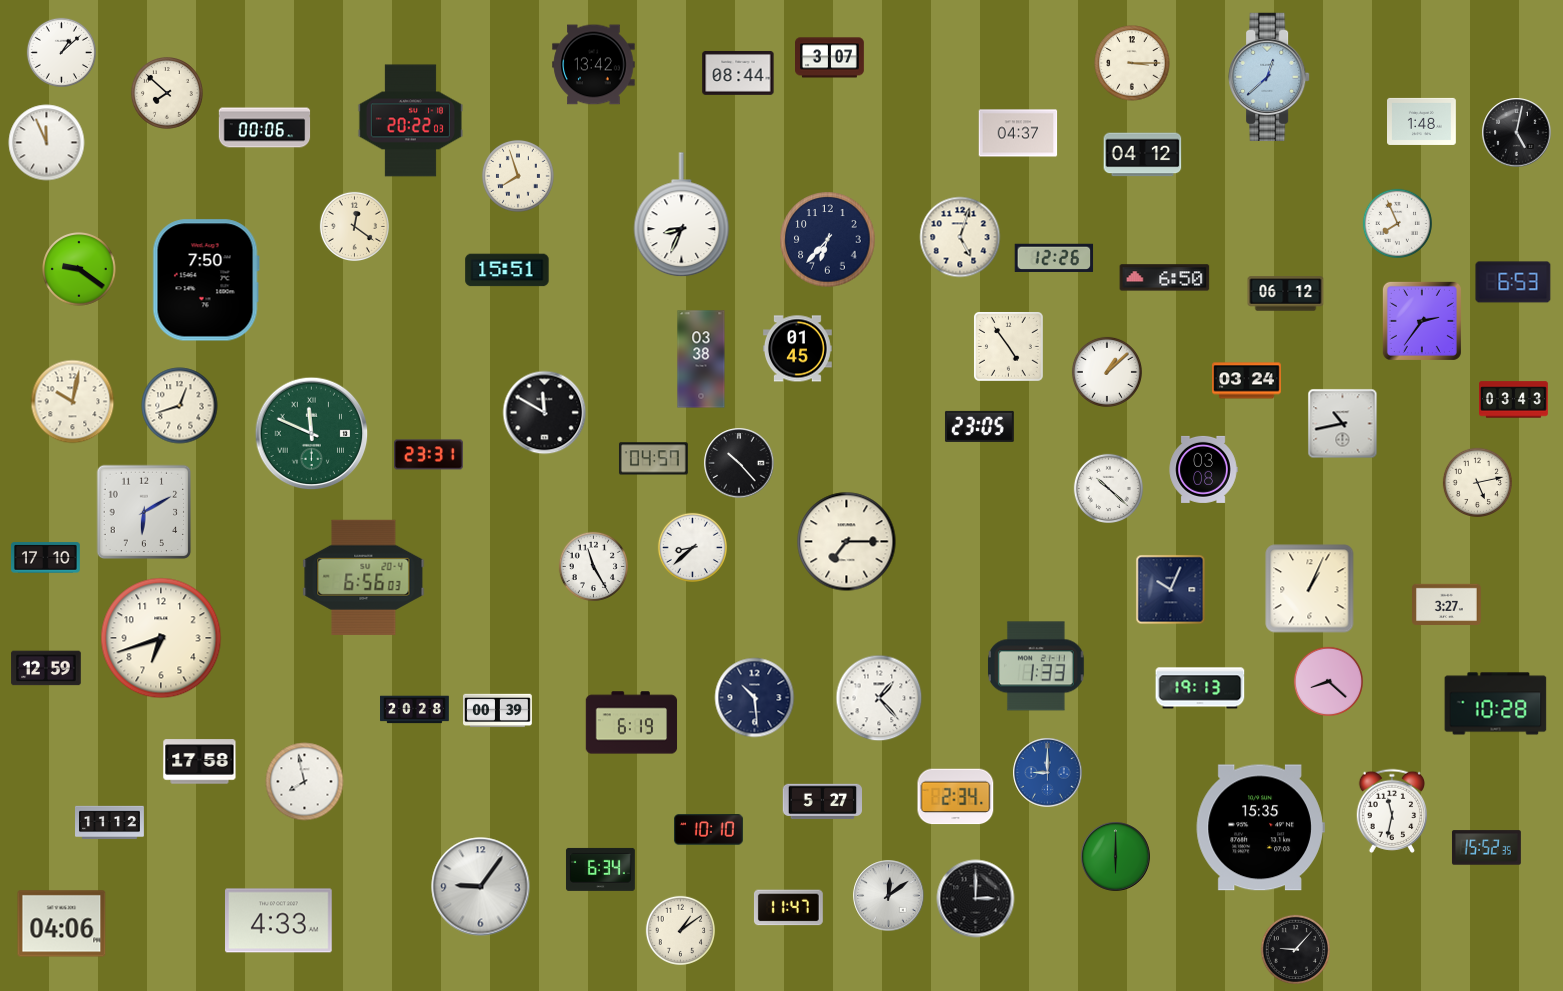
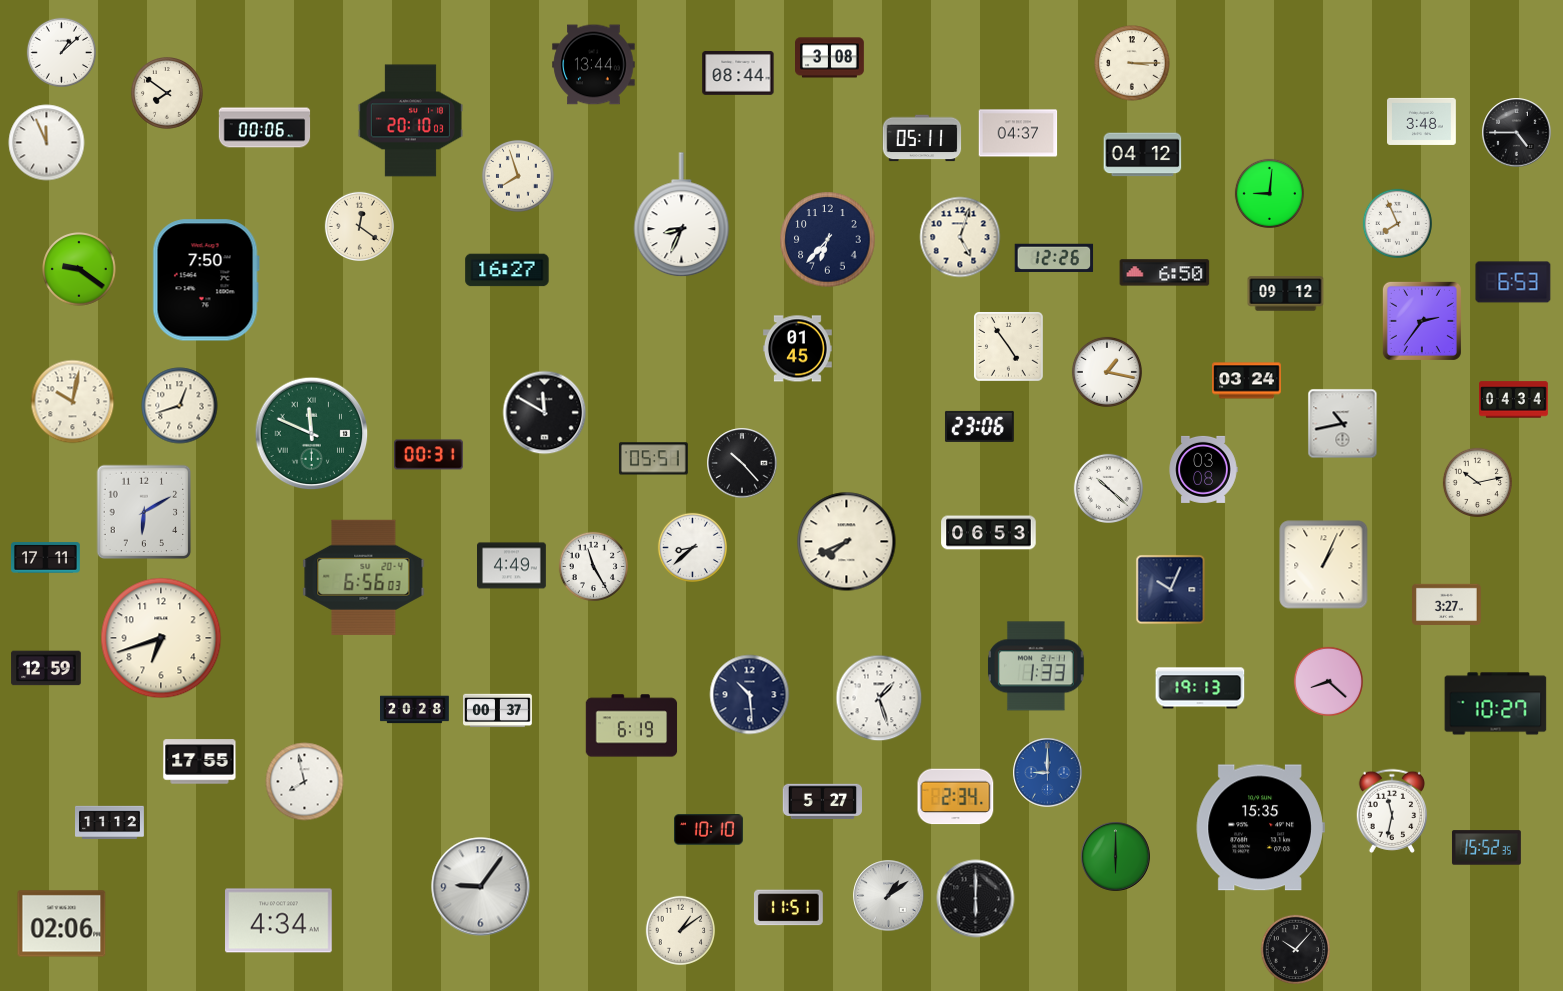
clock at (830, 58): 3:07 -> 3:08
clock at (594, 65): 13:42 -> 13:44
clock at (1269, 76): 12:38 -> none
clock at (167, 93): 7:52 -> 7:51
clock at (410, 121): 20:22 -> 20:10
clock at (1422, 121): 1:48 -> 3:48
clock at (1517, 133): 5:02 -> 4:45
clock at (922, 138): none -> 05:11
clock at (1269, 193): none -> 9:01
clock at (354, 226) position: (354, 226) -> (359, 226)
clock at (507, 270): 15:51 -> 16:27
clock at (1165, 278) position: (1165, 278) -> (1165, 273)
clock at (1286, 294): 06:12 -> 09:12
clock at (701, 359): 03:38 -> none
clock at (1107, 372): 1:08 -> 1:17
clock at (1514, 400): 03:43 -> 04:34
clock at (979, 426): 23:05 -> 23:06
clock at (429, 455): 23:31 -> 00:31
clock at (653, 459): 04:57 -> 05:51
clock at (739, 463) position: (739, 463) -> (742, 463)
clock at (1477, 482): 5:13 -> 10:13
clock at (989, 533): none -> 06:53
clock at (847, 542): 7:15 -> 7:41
clock at (46, 558): 17:10 -> 17:11
clock at (512, 566): none -> 4:49
clock at (1310, 589) position: (1310, 589) -> (1324, 565)
clock at (755, 698) position: (755, 698) -> (750, 695)
clock at (879, 698): 1:23 -> 1:27
clock at (1496, 704): 10:28 -> 10:27
clock at (498, 711): 00:39 -> 00:37
clock at (632, 723) position: (632, 723) -> (632, 726)
clock at (200, 762): 17:58 -> 17:55
clock at (600, 869): 6:34 -> none
clock at (889, 896): 12:09 -> 1:09
clock at (976, 899): 3:00 -> 6:00
clock at (788, 908): 11:47 -> 11:51
clock at (279, 921): 4:33 -> 4:34
clock at (62, 924): 04:06 -> 02:06
clock at (1295, 949): 9:07 -> 10:07
